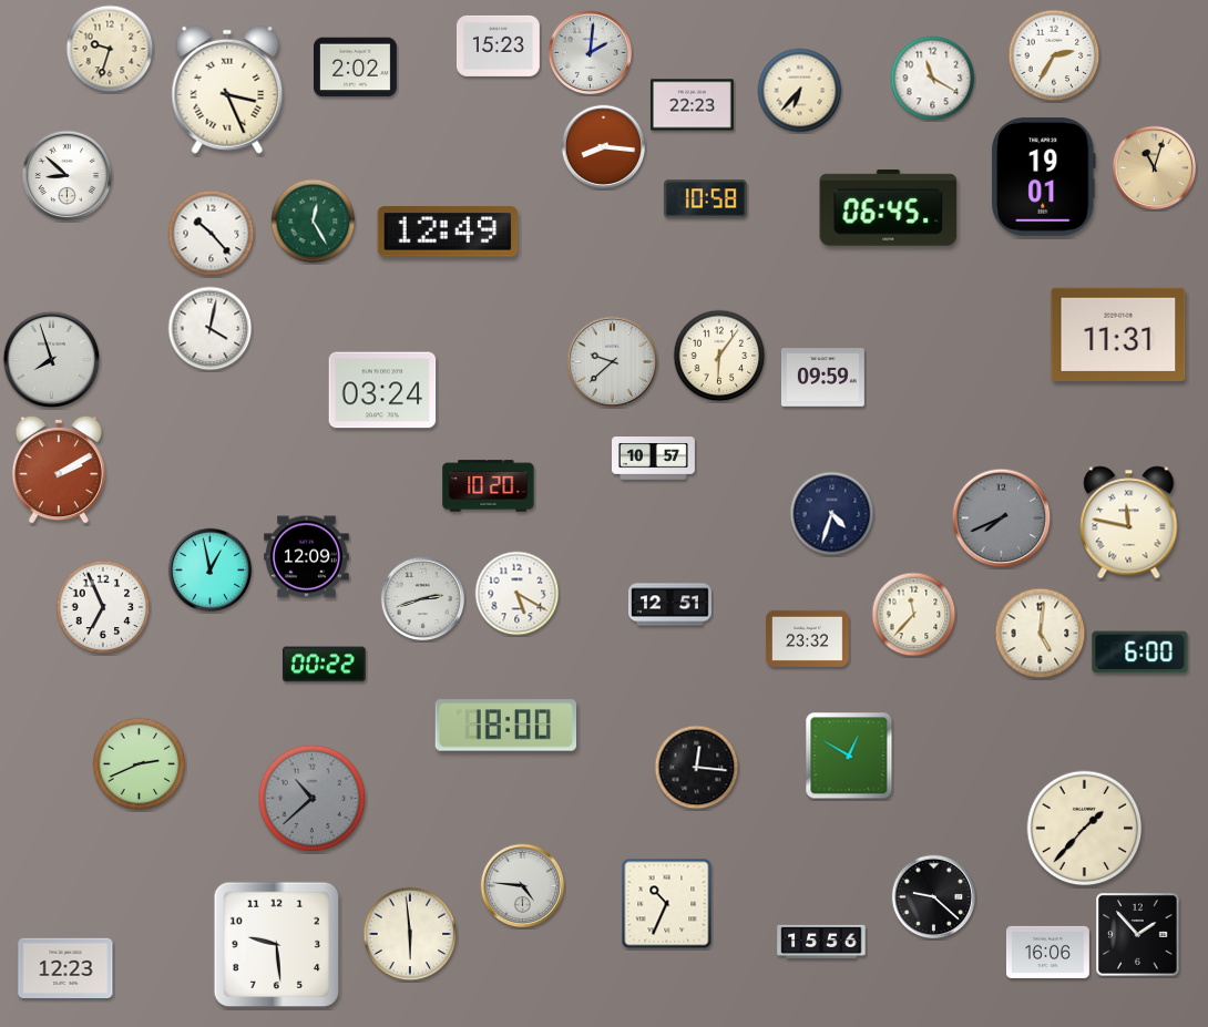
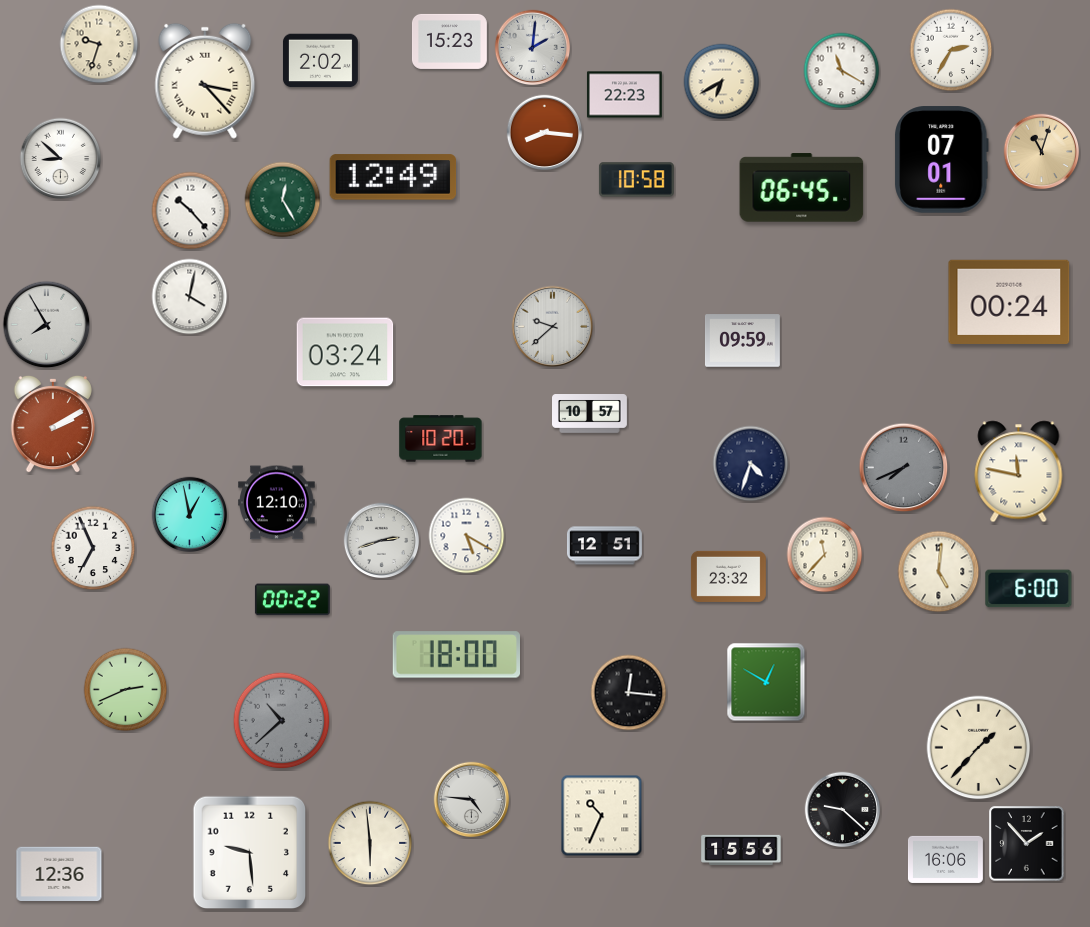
clock at (227, 90): 3:26 -> 3:23
clock at (800, 91): 6:37 -> 6:40
clock at (1043, 177): 19:01 -> 07:01
clock at (448, 232) position: (448, 232) -> (393, 177)
clock at (1118, 335): 11:31 -> 00:24
clock at (719, 356): 6:06 -> none
clock at (52, 360): 7:57 -> 7:55
clock at (307, 557): 12:09 -> 12:10
clock at (65, 968): 12:23 -> 12:36
